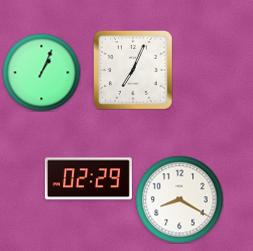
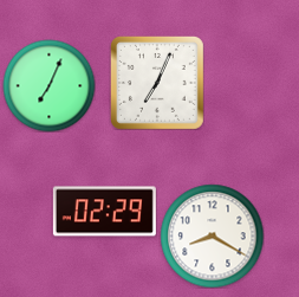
clock at (41, 72): 1:04 -> 7:04
